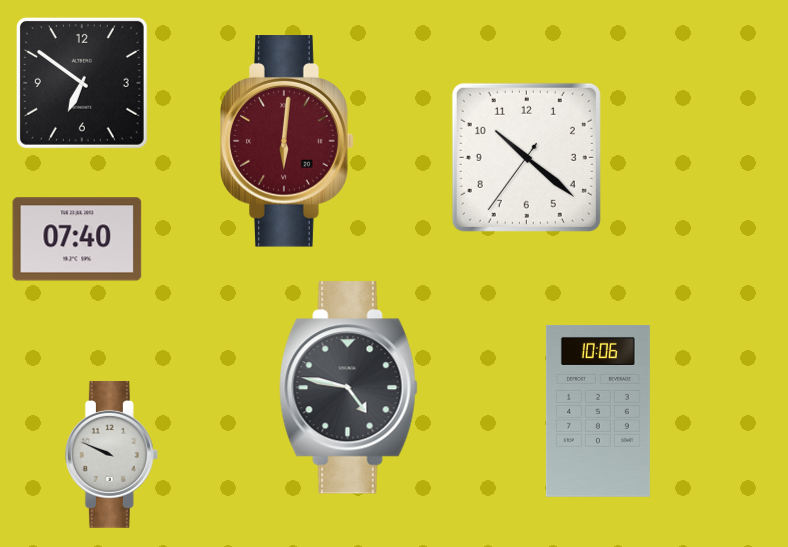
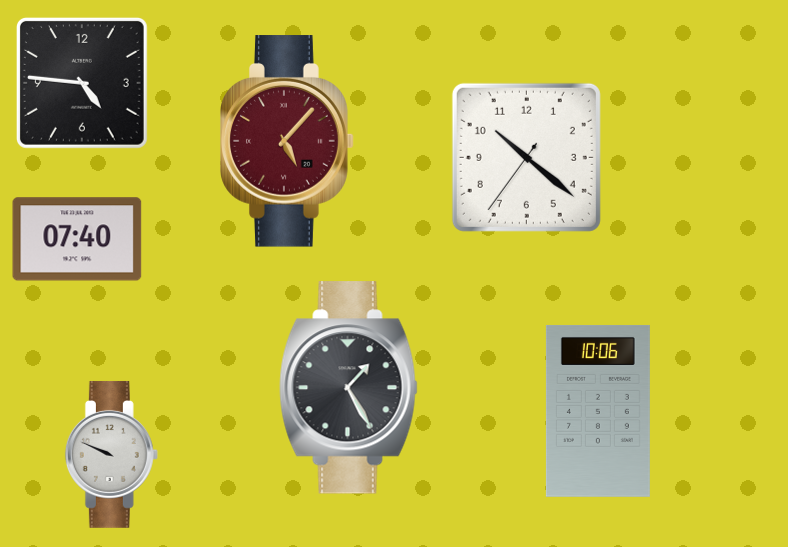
clock at (82, 83): 6:51 -> 4:46
clock at (287, 141): 6:01 -> 5:07
clock at (349, 388): 4:47 -> 1:25
